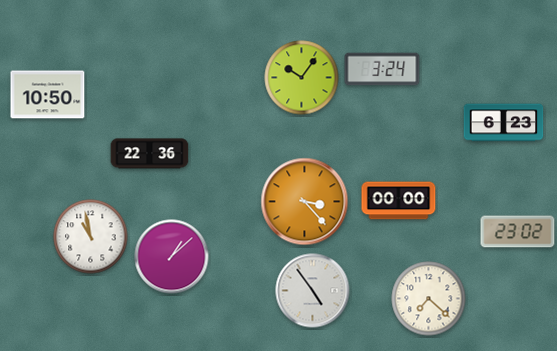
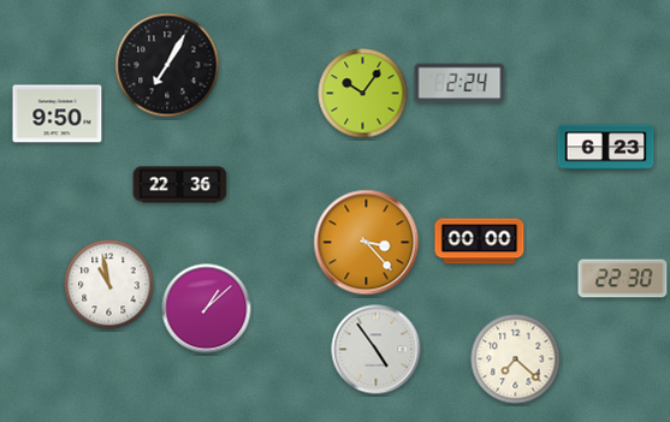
clock at (167, 65): none -> 7:05
clock at (382, 69): 3:24 -> 2:24
clock at (48, 95): 10:50 -> 9:50
clock at (518, 232): 23:02 -> 22:30
